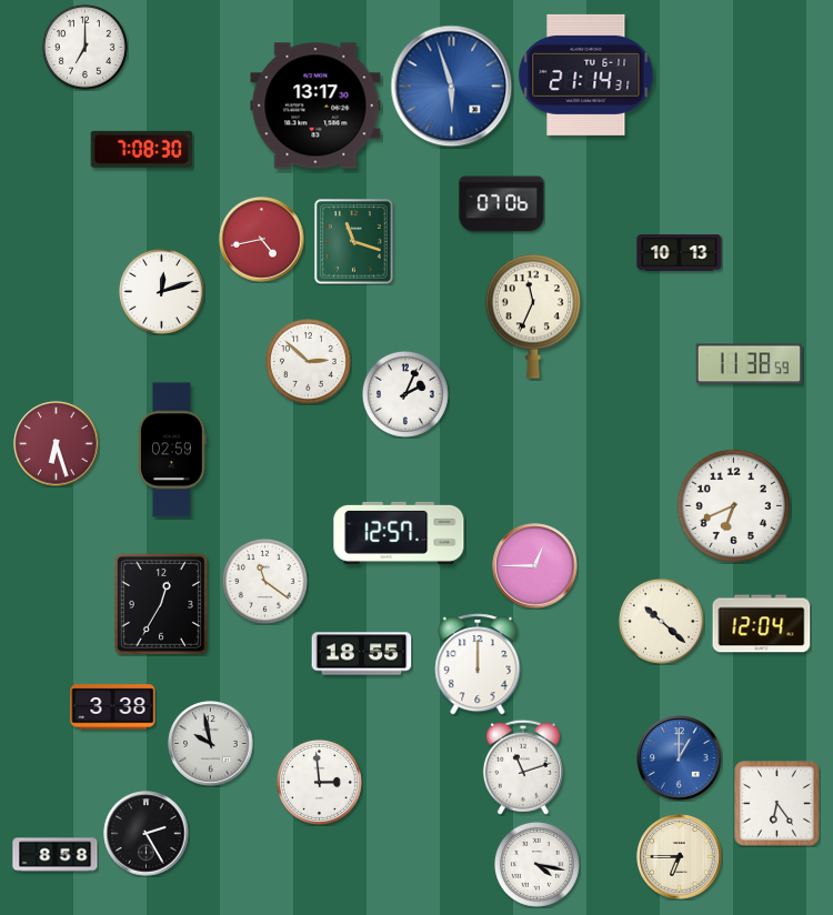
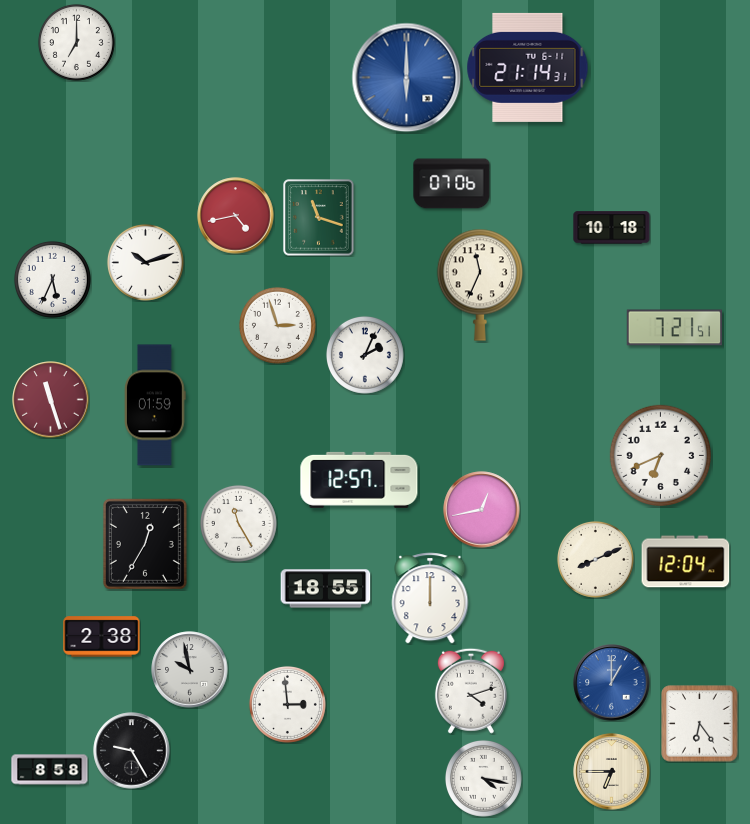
clock at (452, 87): 5:57 -> 6:00
clock at (315, 105): 13:17 -> none
clock at (142, 149): 7:08 -> none
clock at (680, 253): 10:13 -> 10:18
clock at (161, 291): 12:12 -> 10:12
clock at (52, 279): none -> 5:34
clock at (308, 361): 2:52 -> 2:57
clock at (749, 364): 11:38 -> 7:21
clock at (57, 444): 6:27 -> 11:27
clock at (173, 450): 02:59 -> 01:59
clock at (535, 566): 12:45 -> 12:43
clock at (264, 581): 11:21 -> 11:25
clock at (661, 621): 10:22 -> 8:11
clock at (113, 707): 3:38 -> 2:38
clock at (523, 767): 11:12 -> 4:12
clock at (147, 834): 2:25 -> 9:25
